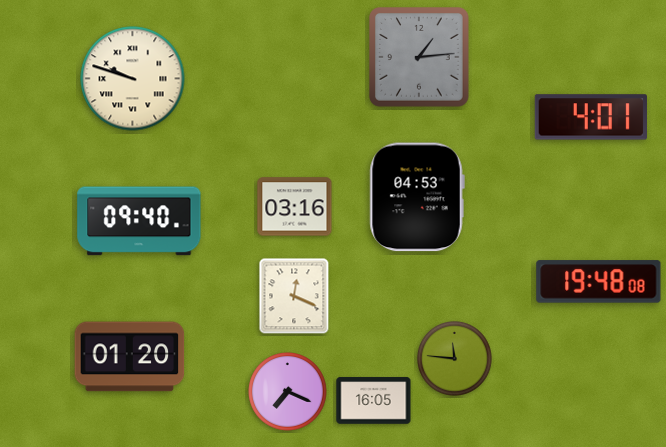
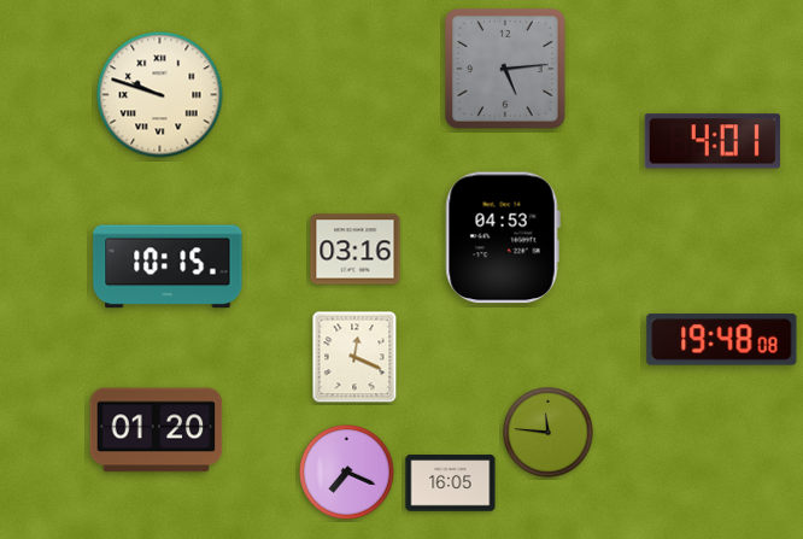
clock at (420, 58): 1:14 -> 5:14
clock at (139, 221): 09:40 -> 10:15
